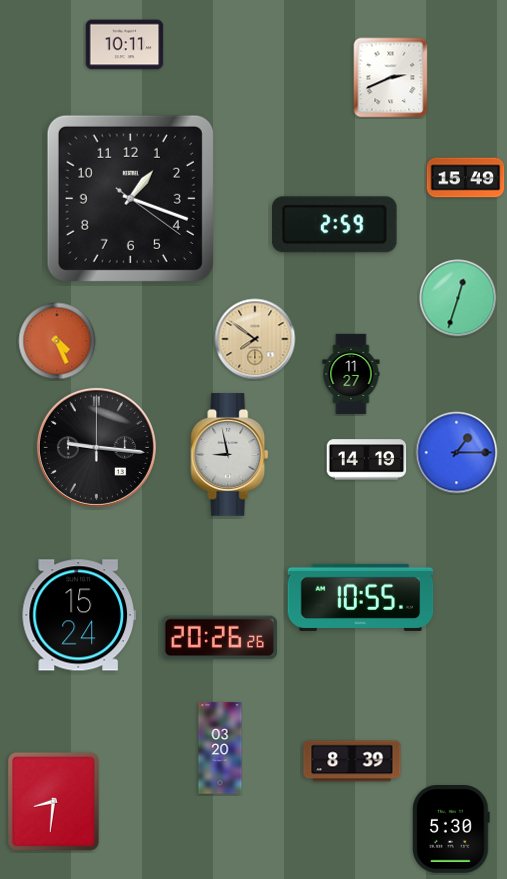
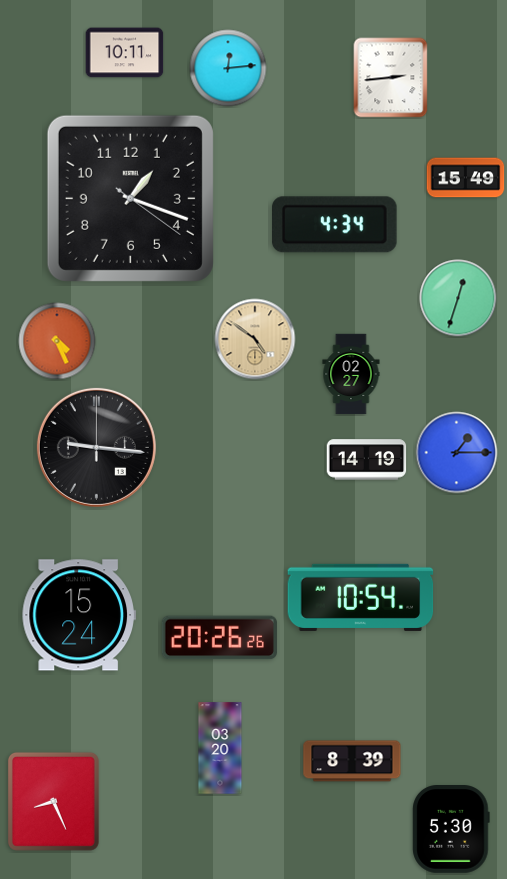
clock at (125, 45) position: (125, 45) -> (125, 53)
clock at (228, 68): none -> 12:14
clock at (391, 78): 2:41 -> 2:44
clock at (335, 225): 2:59 -> 4:34
clock at (255, 339): 7:51 -> 4:51
clock at (351, 374): 11:27 -> 02:27
clock at (230, 455): 8:58 -> none
clock at (361, 597): 10:55 -> 10:54
clock at (53, 801): 8:31 -> 8:26
